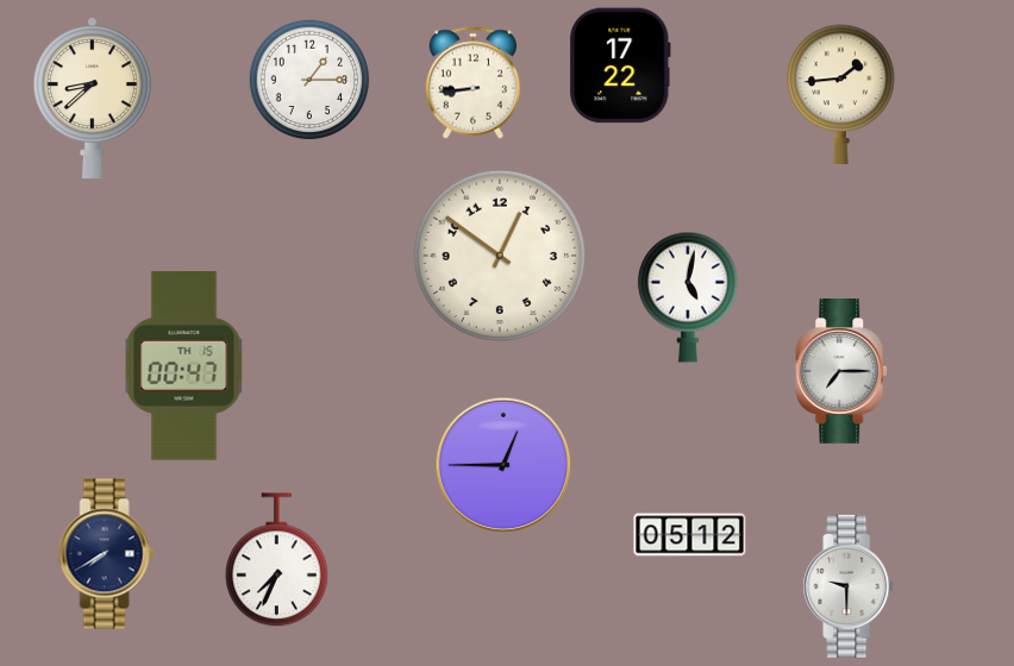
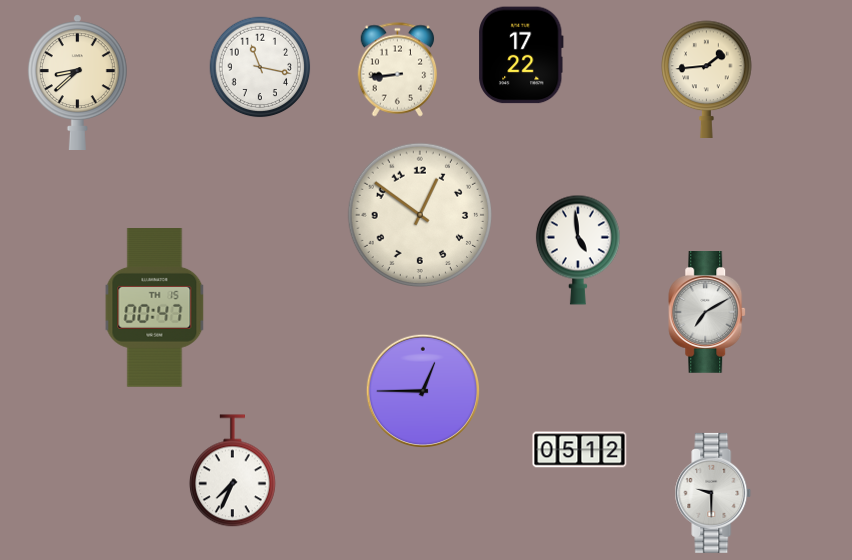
clock at (309, 80): 1:15 -> 11:17
clock at (688, 297): 5:02 -> 4:59
clock at (843, 372): 7:15 -> 7:10
clock at (107, 554): 7:40 -> none
